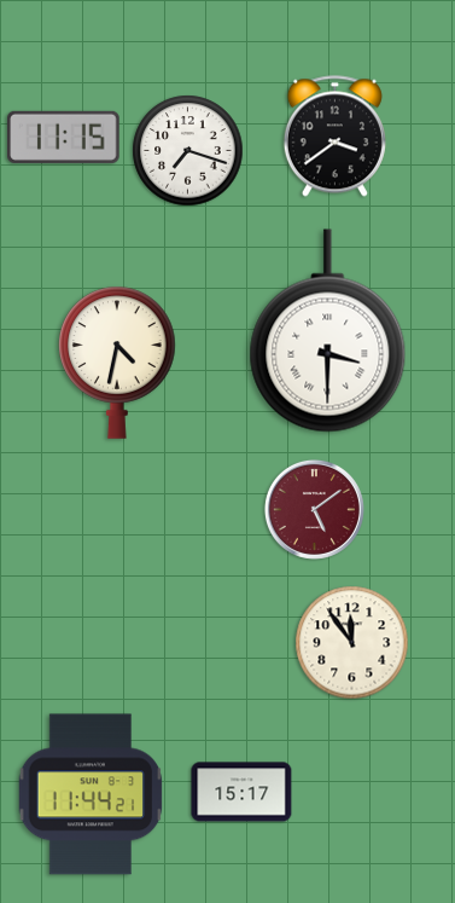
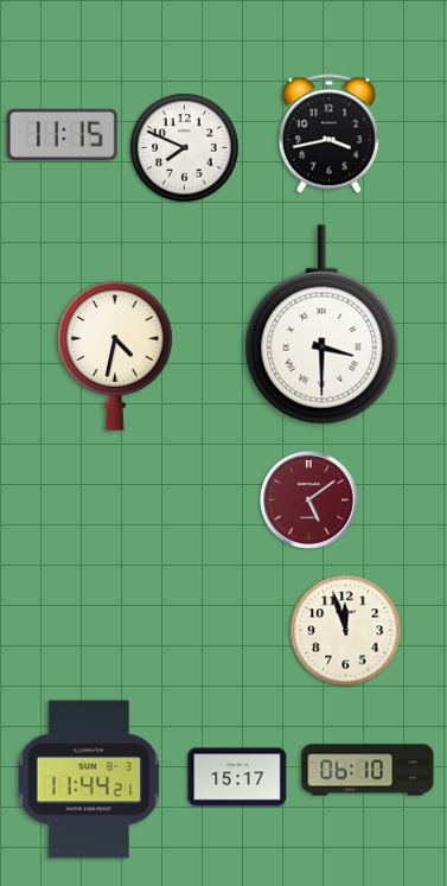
clock at (334, 137): 3:39 -> 3:43
clock at (188, 151): 7:18 -> 7:49
clock at (352, 643): 11:54 -> 11:57
clock at (368, 770): none -> 06:10
